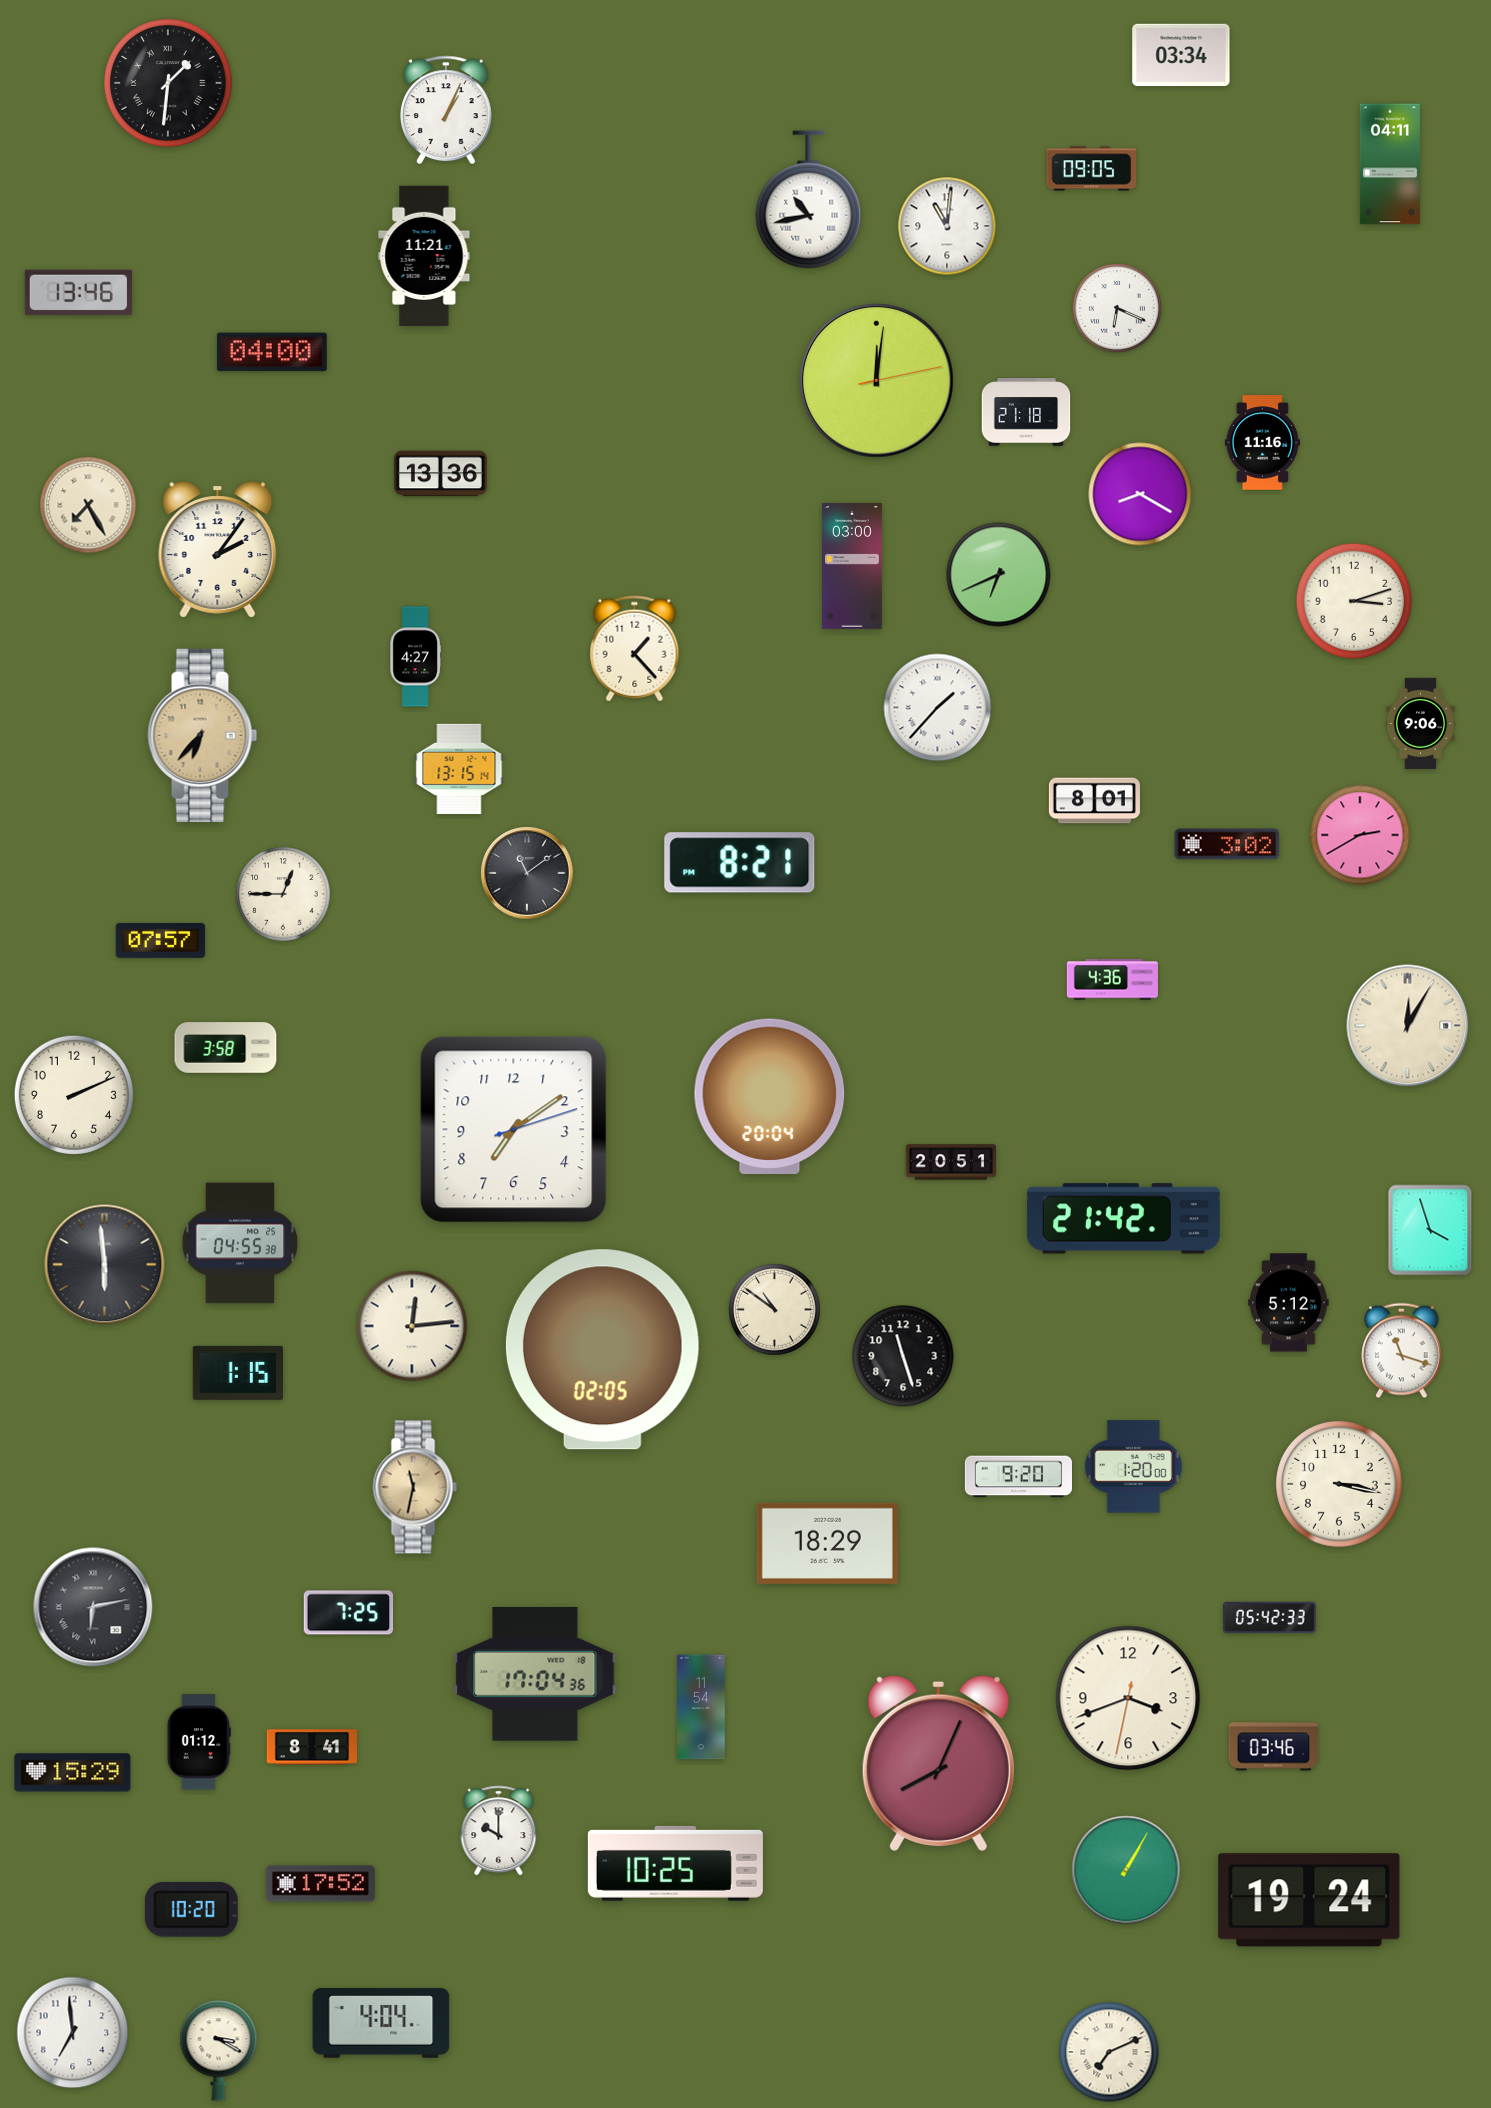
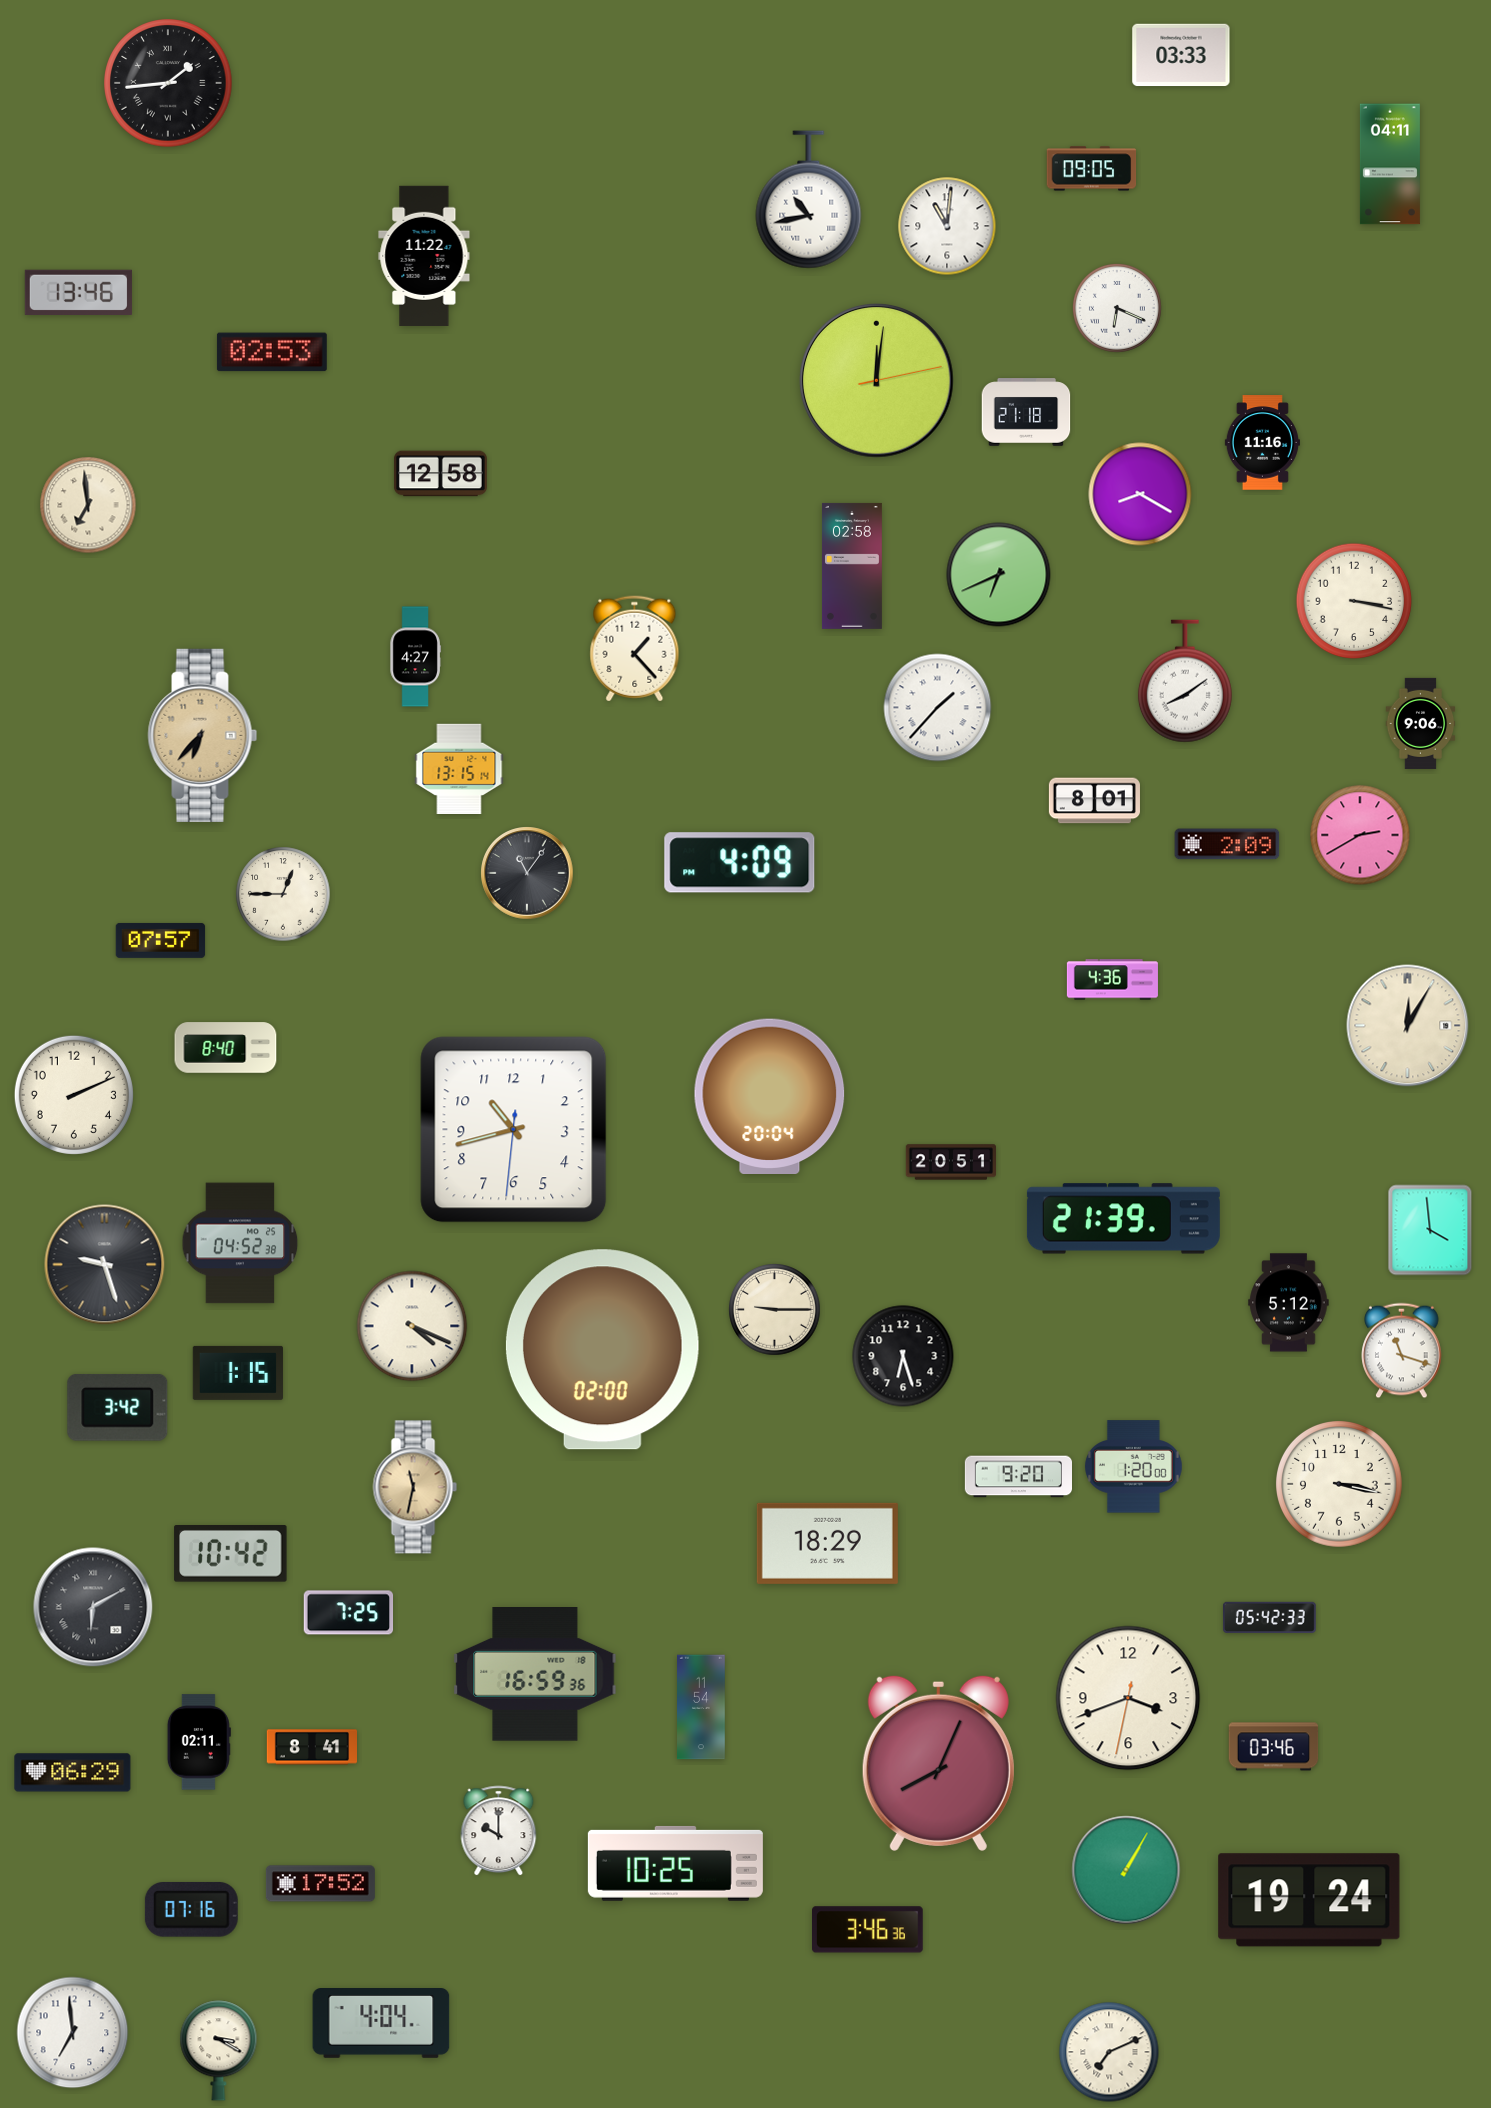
clock at (1181, 55): 03:34 -> 03:33
clock at (168, 83): 1:31 -> 1:44
clock at (447, 109): 1:04 -> none
clock at (424, 256): 11:21 -> 11:22
clock at (272, 352): 04:00 -> 02:53
clock at (440, 474): 13:36 -> 12:58
clock at (88, 505): 7:25 -> 6:59
clock at (218, 550): 2:06 -> none
clock at (852, 566): 03:00 -> 02:58
clock at (1354, 601): 3:12 -> 3:17
clock at (1185, 681): none -> 8:09
clock at (1227, 844): 3:02 -> 2:09
clock at (740, 863): 8:21 -> 4:09
clock at (528, 874): 11:09 -> 11:06
clock at (226, 1048): 3:58 -> 8:40
clock at (514, 1130): 7:09 -> 10:42
clock at (1123, 1219): 21:42 -> 21:39
clock at (1430, 1230): 3:57 -> 3:59
clock at (240, 1243): 04:55 -> 04:52
clock at (105, 1265): 5:59 -> 9:27
clock at (775, 1310): 10:51 -> 9:15
clock at (412, 1326): 12:14 -> 4:19
clock at (602, 1350): 02:05 -> 02:00
clock at (903, 1356): 11:27 -> 6:27
clock at (118, 1407): none -> 3:42
clock at (231, 1554): none -> 10:42
clock at (93, 1607): 6:13 -> 6:10
clock at (535, 1675): 17:04 -> 16:59
clock at (199, 1742): 01:12 -> 02:11
clock at (73, 1773): 15:29 -> 06:29
clock at (191, 1909): 10:20 -> 07:16
clock at (868, 1930): none -> 3:46
